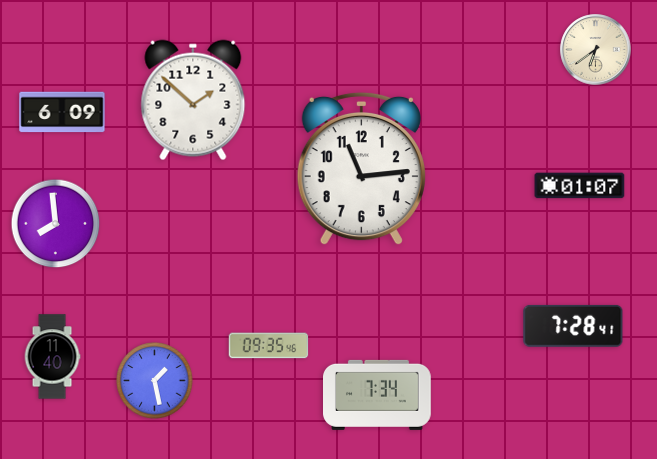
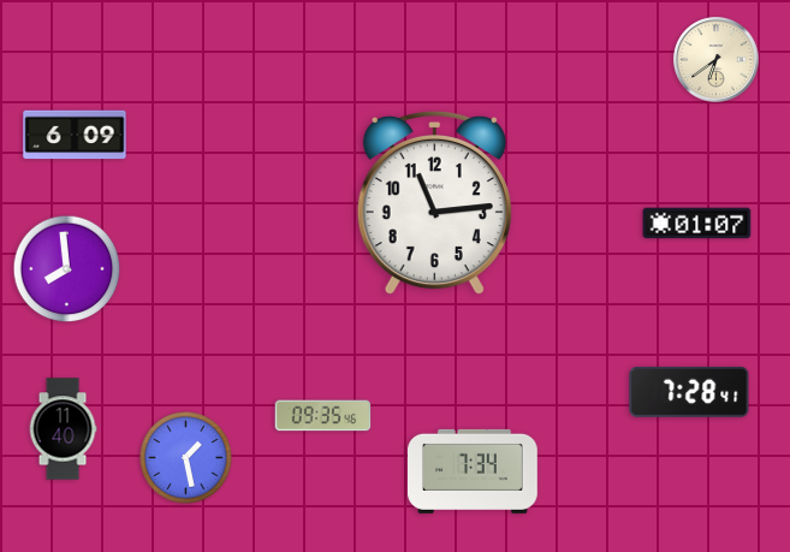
clock at (193, 100): 1:52 -> none
clock at (378, 395) position: (378, 395) -> (474, 471)
